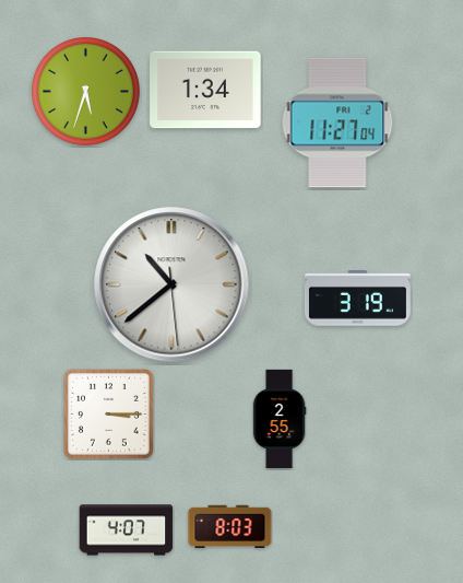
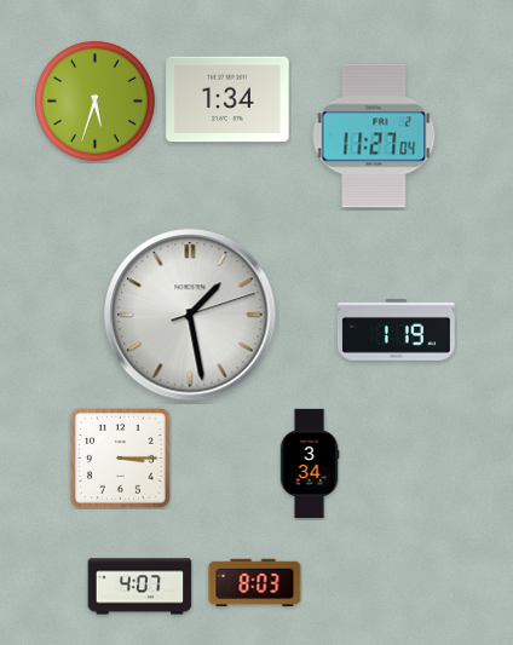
clock at (171, 284): 10:38 -> 1:28
clock at (358, 299): 3:19 -> 1:19
clock at (280, 418): 2:55 -> 3:34
